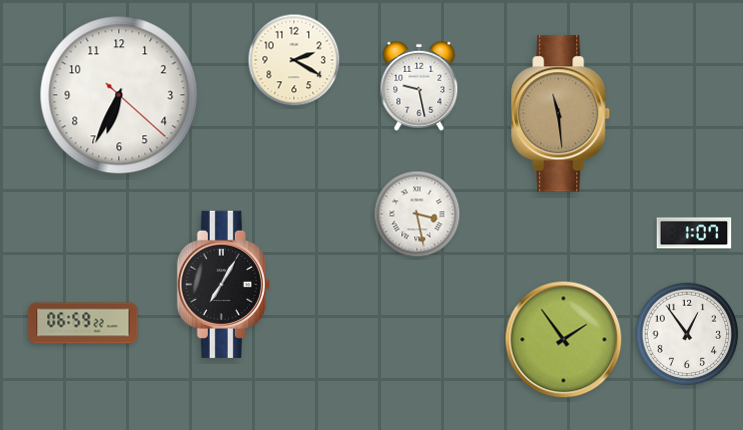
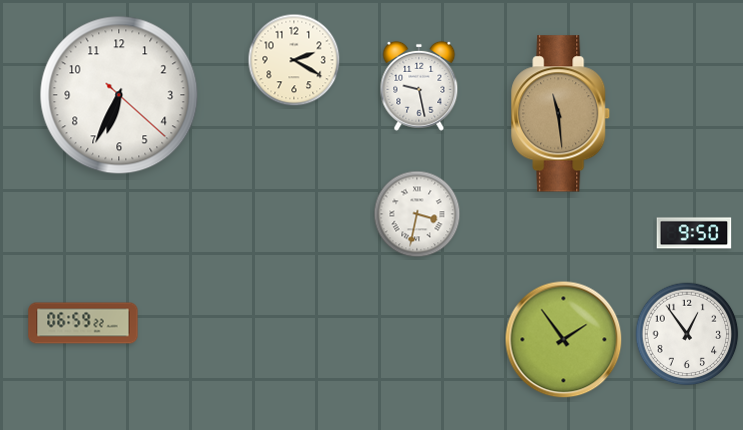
clock at (417, 214): 3:28 -> 3:32
clock at (694, 233): 1:07 -> 9:50
clock at (223, 284): 7:05 -> none
